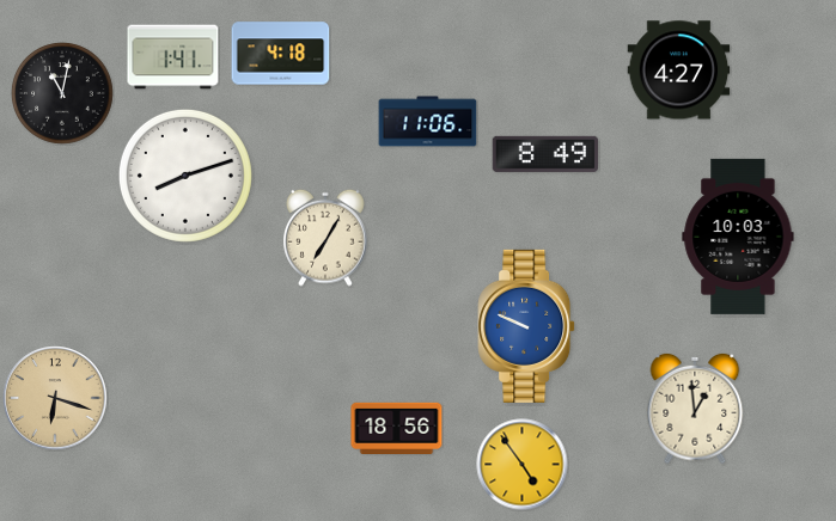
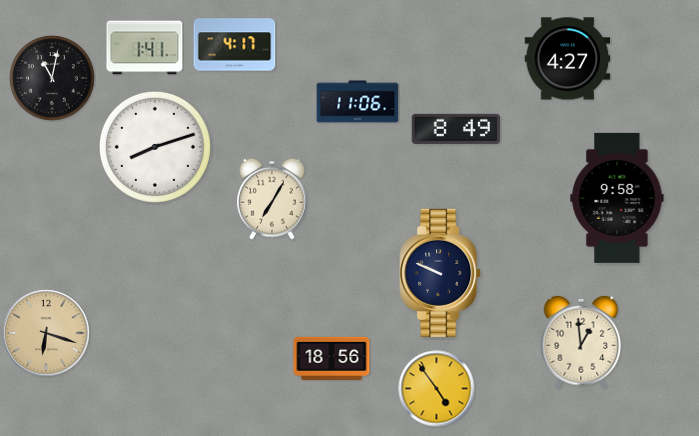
clock at (281, 54): 4:18 -> 4:17
clock at (738, 237): 10:03 -> 9:58
clock at (526, 326) dial: blue -> navy
